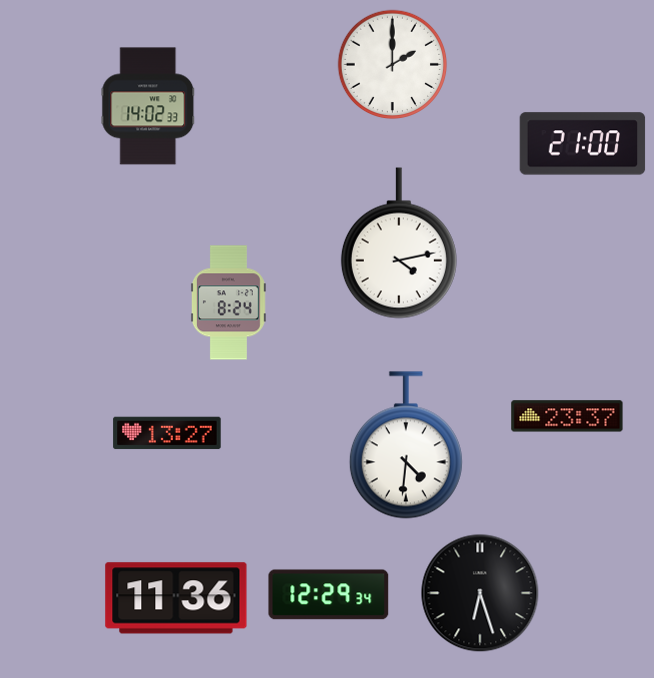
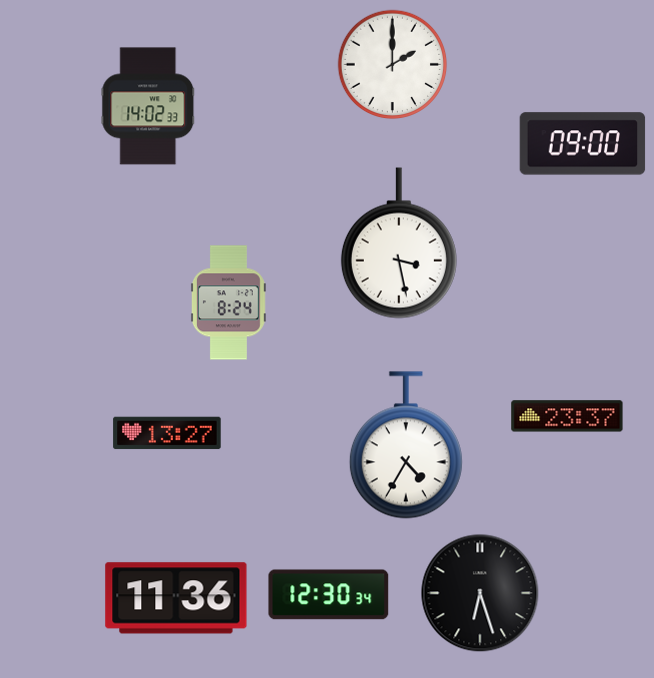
clock at (583, 144): 21:00 -> 09:00
clock at (399, 243): 4:13 -> 3:28
clock at (406, 445): 4:31 -> 4:35
clock at (329, 595): 12:29 -> 12:30
